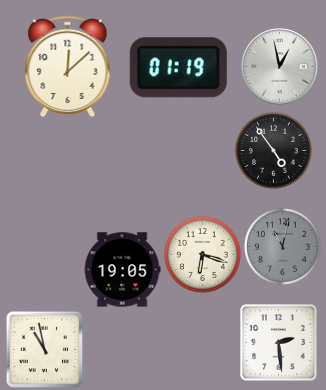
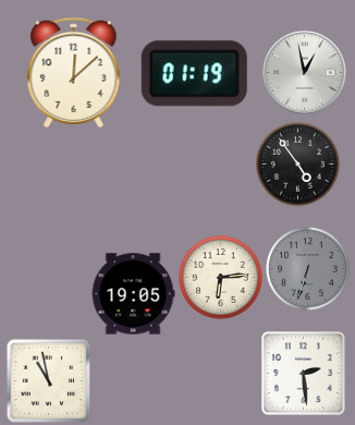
clock at (283, 247): 11:02 -> 6:33
clock at (203, 255): 6:18 -> 6:14
